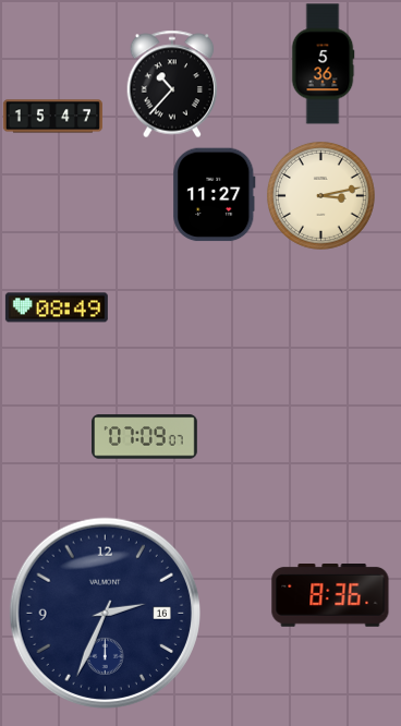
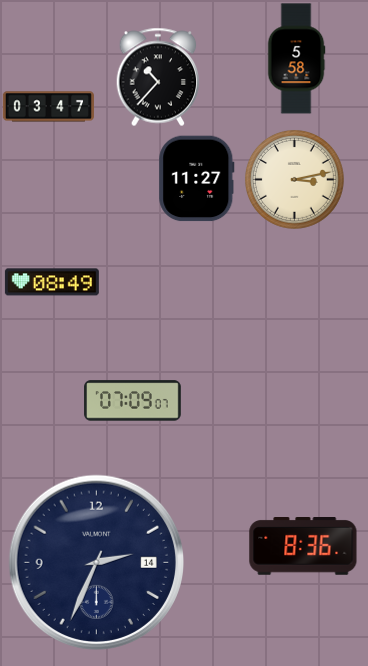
clock at (323, 64): 5:36 -> 5:58
clock at (52, 117): 15:47 -> 03:47
clock at (105, 613) date: 16 -> 14
